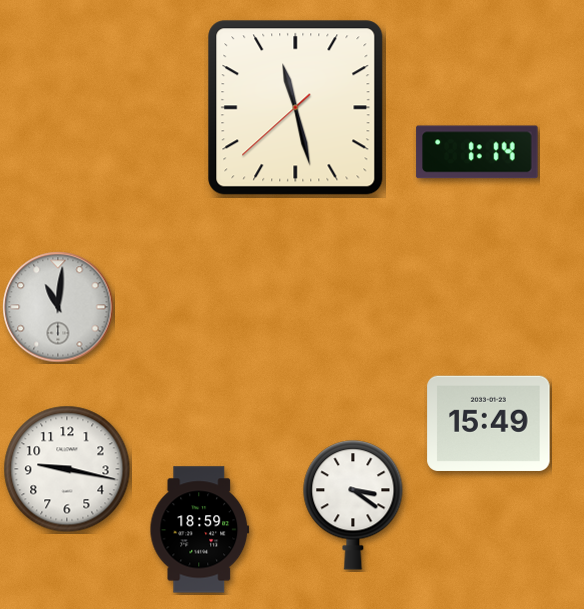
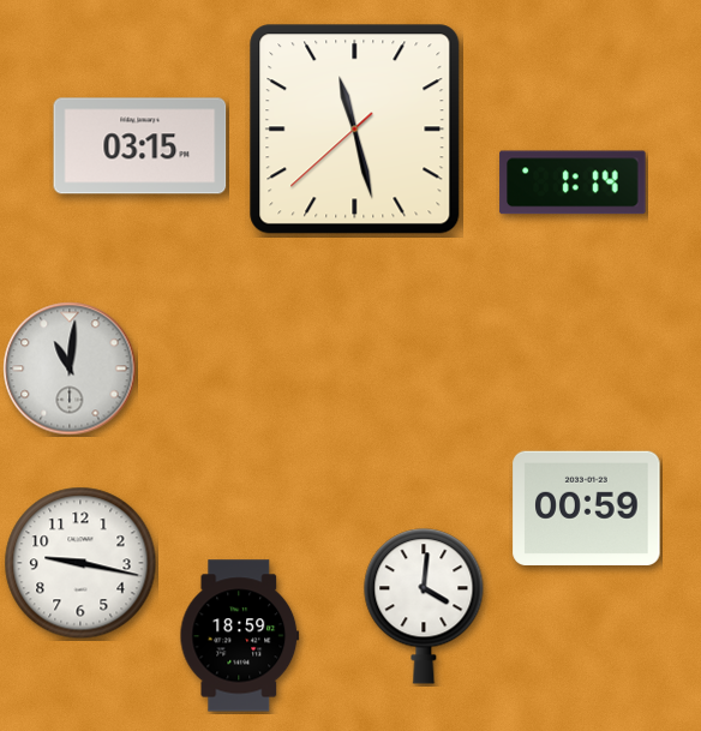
clock at (140, 146): none -> 03:15
clock at (489, 423): 15:49 -> 00:59
clock at (353, 505): 3:21 -> 4:01
